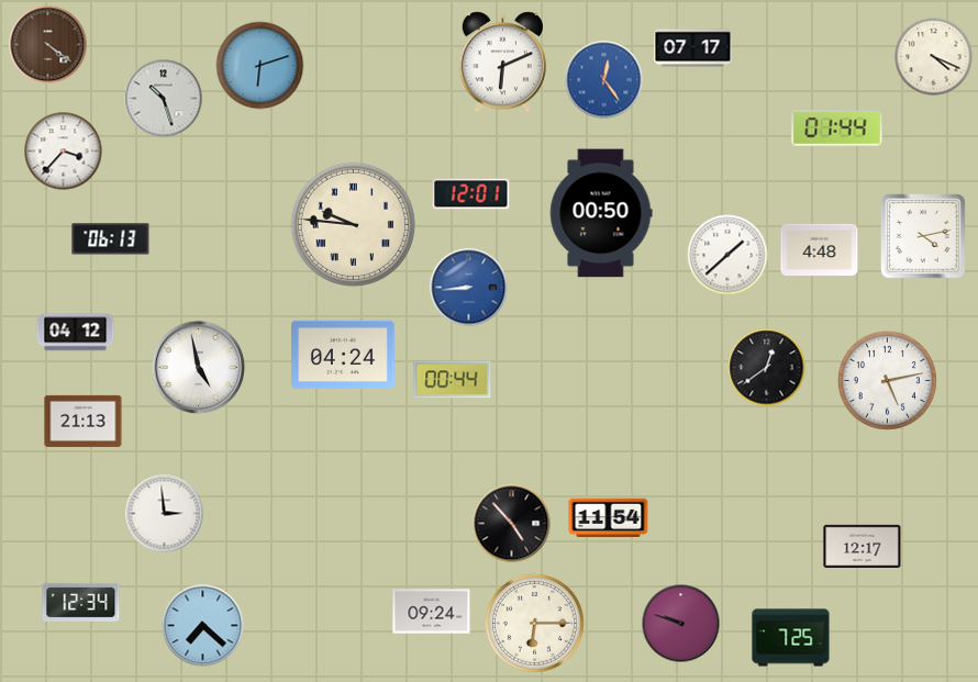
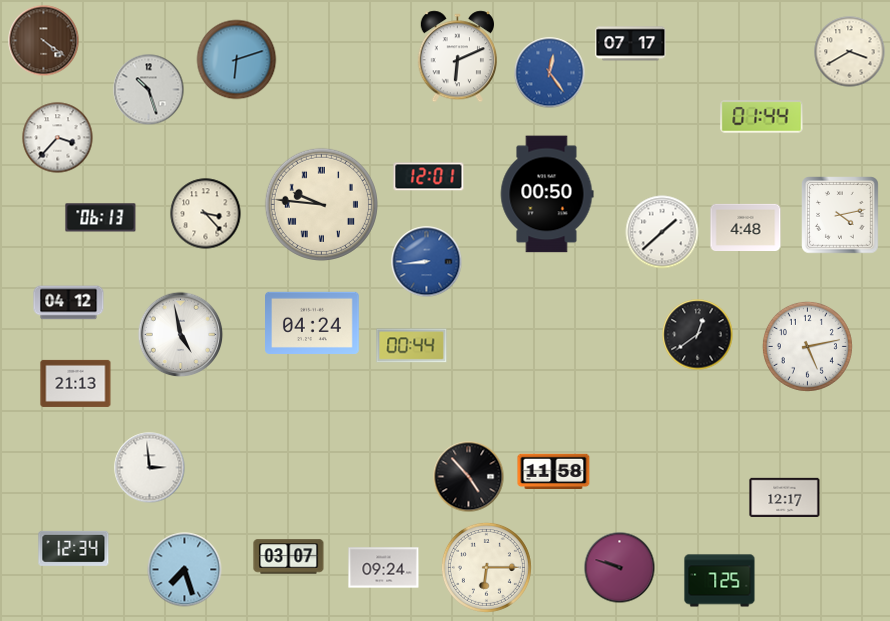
clock at (934, 57): 4:19 -> 3:40
clock at (206, 214): none -> 3:23
clock at (609, 517): 11:54 -> 11:58
clock at (512, 524) position: (512, 524) -> (469, 477)
clock at (289, 557): none -> 03:07
clock at (432, 612) position: (432, 612) -> (384, 568)
clock at (203, 626): 7:22 -> 7:27
